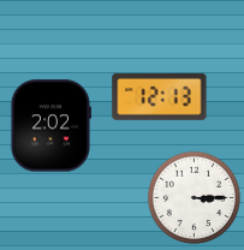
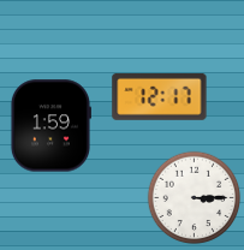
clock at (160, 96): 12:13 -> 12:17
clock at (50, 126): 2:02 -> 1:59
